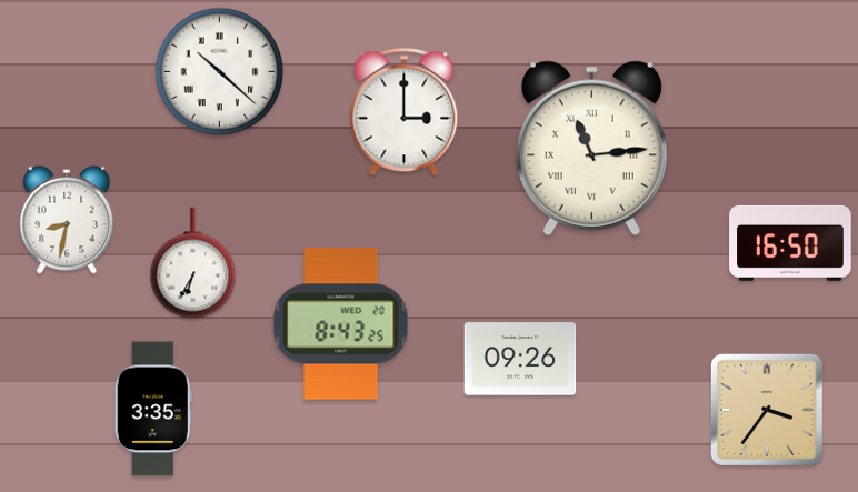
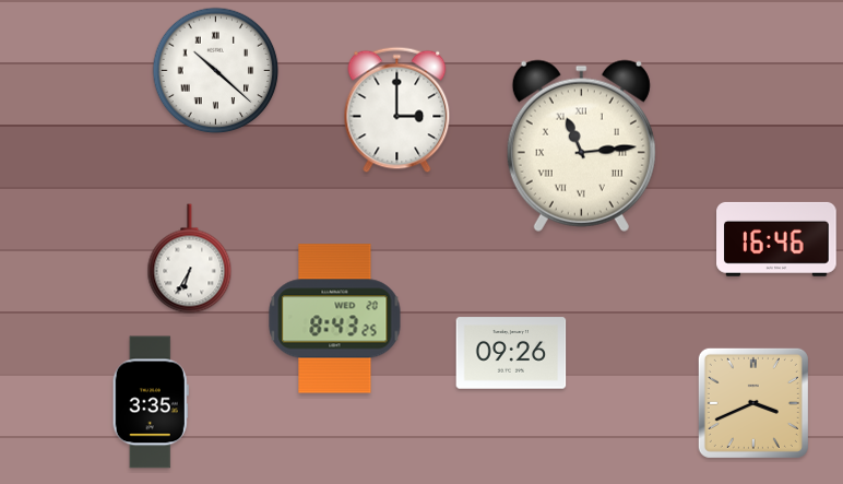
clock at (67, 220): 8:32 -> none
clock at (790, 243): 16:50 -> 16:46
clock at (767, 410): 3:36 -> 3:41
